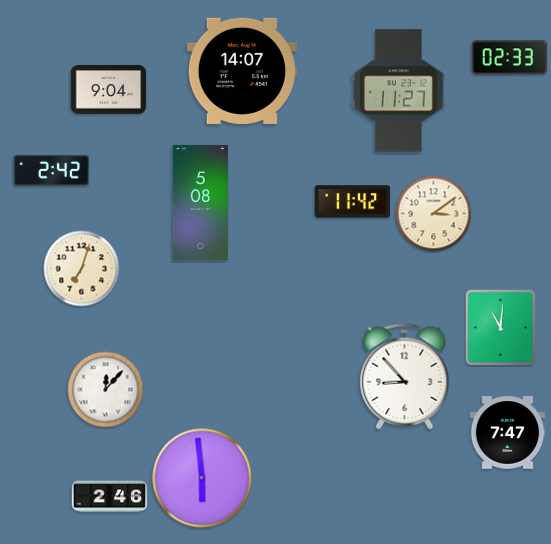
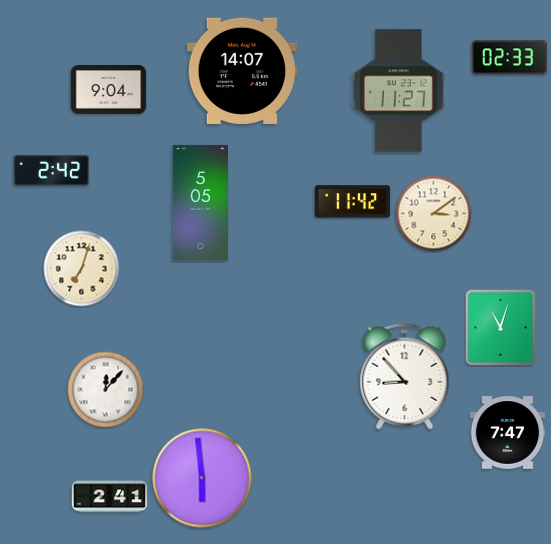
clock at (200, 202): 5:08 -> 5:05
clock at (500, 327): 11:01 -> 11:03
clock at (110, 497): 2:46 -> 2:41
